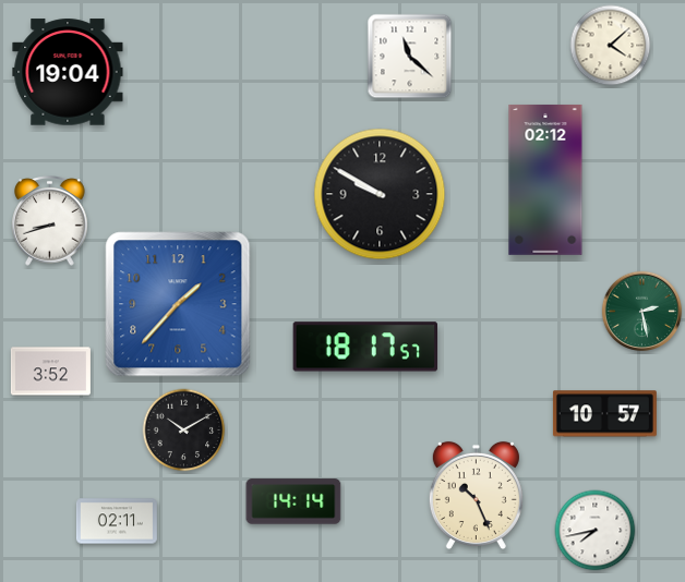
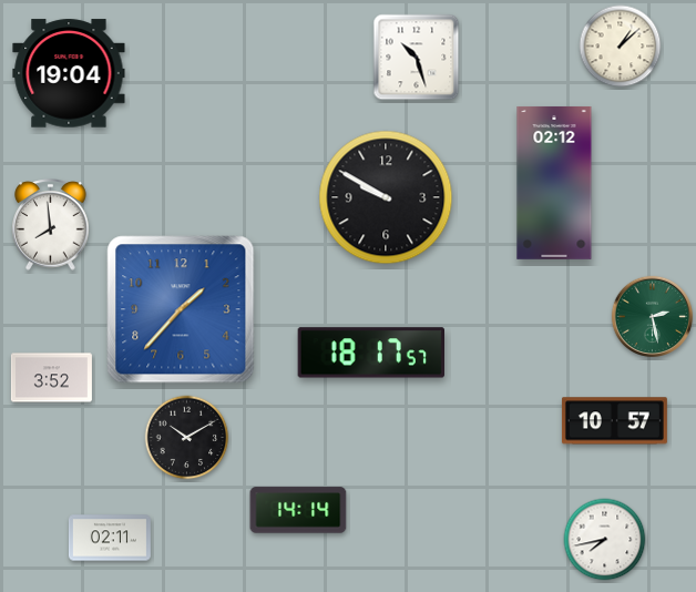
clock at (611, 46): 4:08 -> 1:08
clock at (410, 57): 11:22 -> 10:27
clock at (50, 221): 8:42 -> 7:59
clock at (476, 495): 10:26 -> none
clock at (117, 521) position: (117, 521) -> (110, 538)
